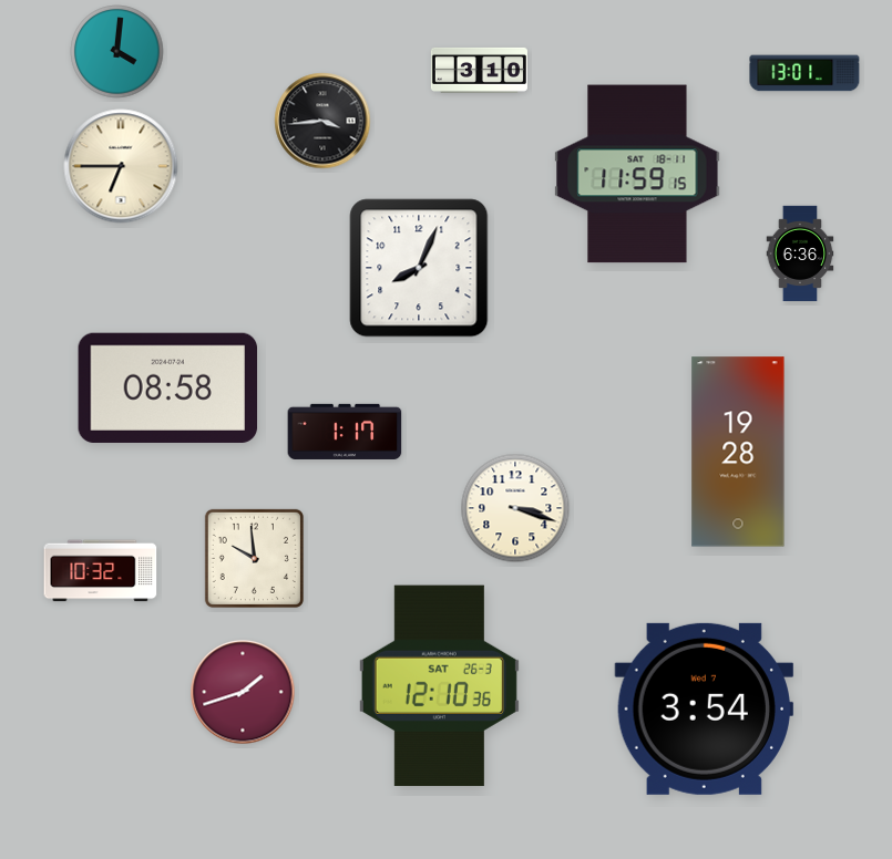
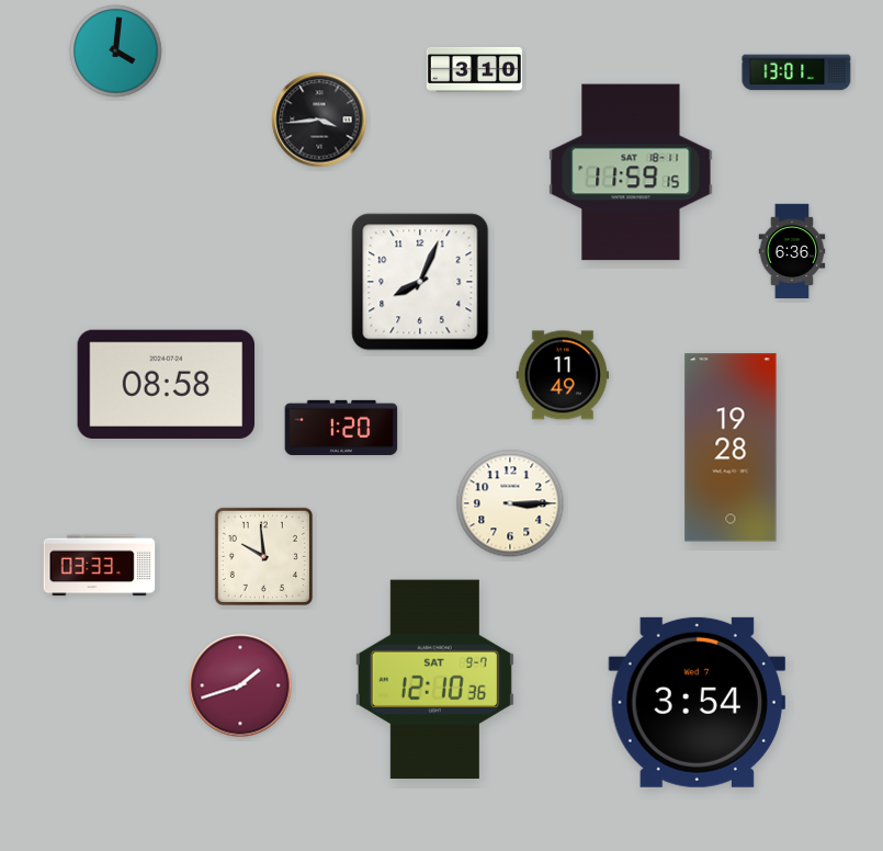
clock at (121, 166): 6:45 -> none
clock at (419, 268) position: (419, 268) -> (420, 282)
clock at (563, 375): none -> 11:49
clock at (345, 432): 1:17 -> 1:20
clock at (515, 508): 3:18 -> 3:15
clock at (254, 558) position: (254, 558) -> (263, 556)
clock at (101, 571): 10:32 -> 03:33
clock at (439, 686) date: SAT 26-3 -> SAT 9-7
